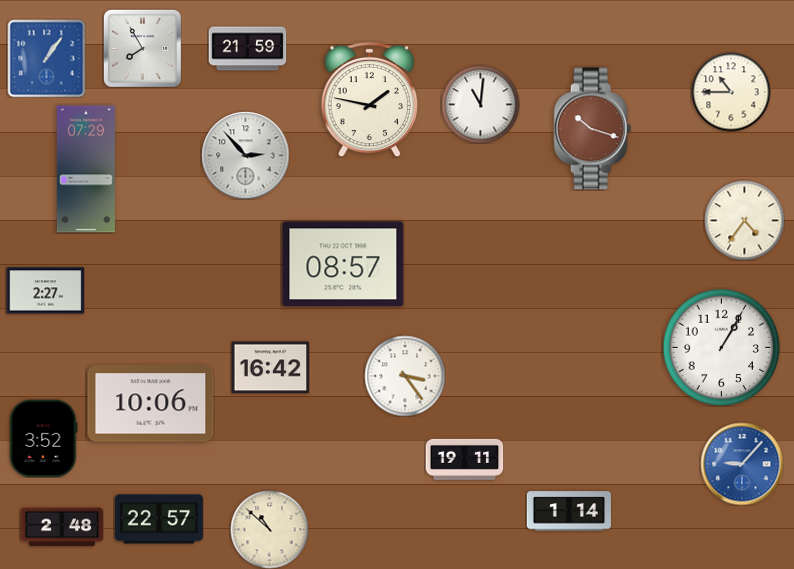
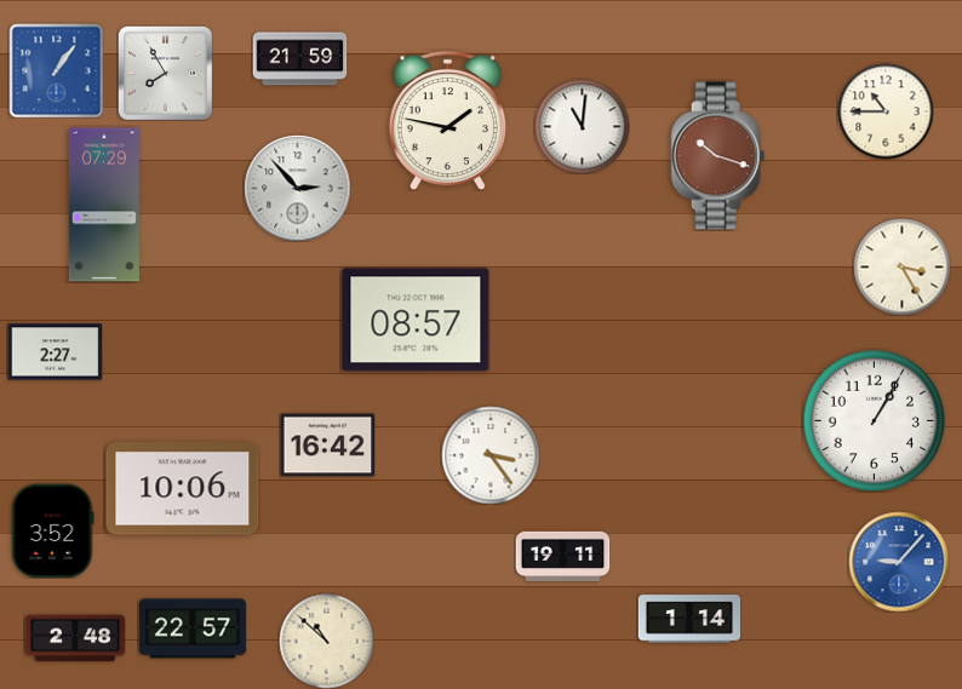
clock at (142, 48) position: (142, 48) -> (165, 73)
clock at (744, 220): 4:36 -> 3:25
